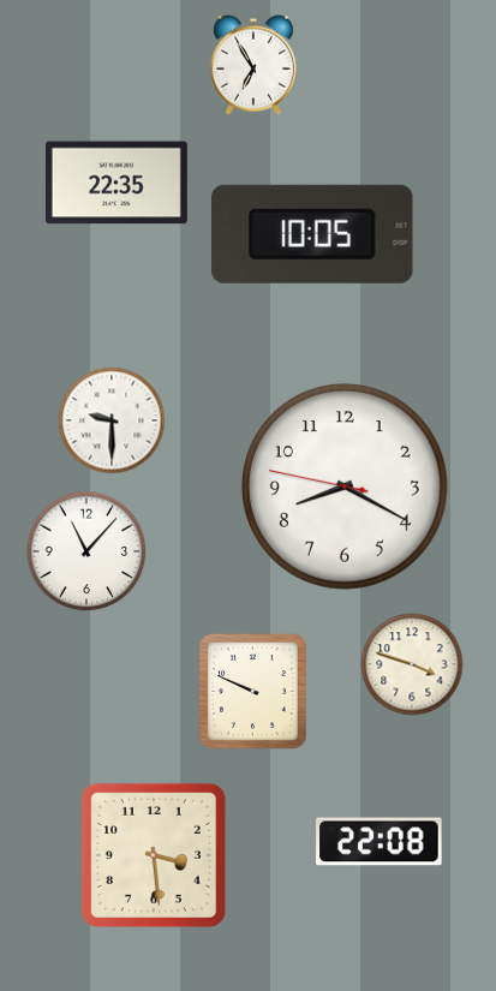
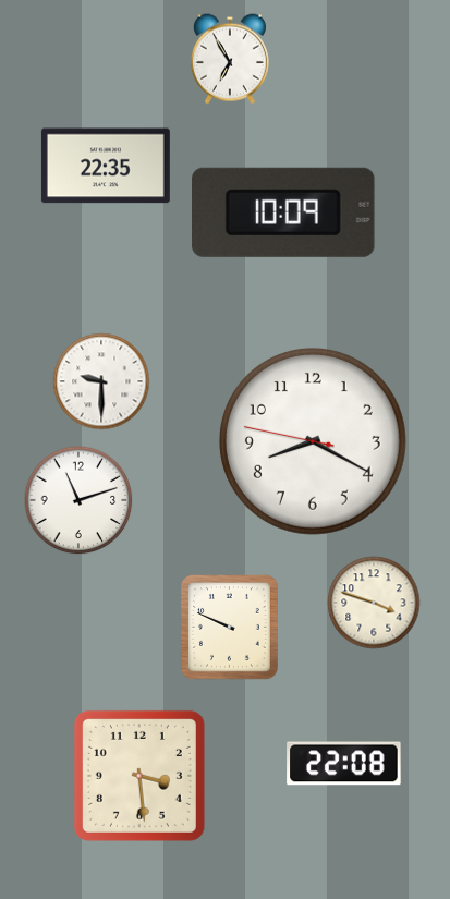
clock at (313, 234): 10:05 -> 10:09
clock at (86, 551): 11:07 -> 11:12
